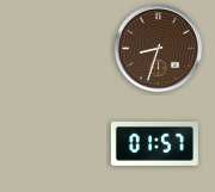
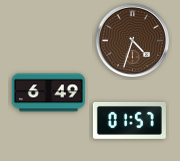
clock at (159, 49): 8:33 -> 4:33
clock at (48, 93): none -> 6:49
